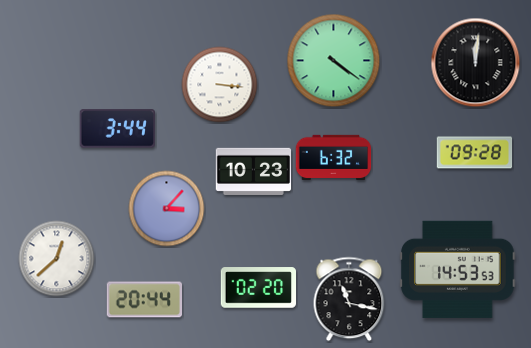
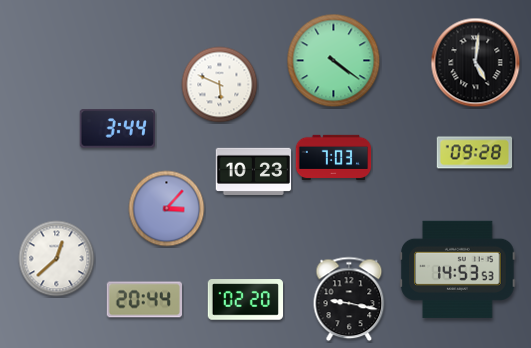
clock at (476, 63): 12:01 -> 5:01
clock at (220, 85): 3:16 -> 5:49
clock at (334, 158): 6:32 -> 7:03
clock at (259, 288) position: (259, 288) -> (246, 300)
clock at (349, 299): 11:17 -> 9:17
